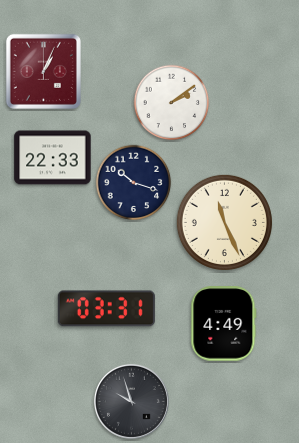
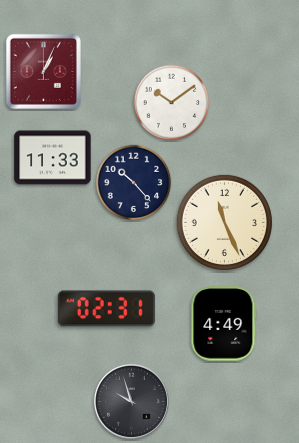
clock at (172, 103): 2:09 -> 10:09
clock at (53, 158): 22:33 -> 11:33
clock at (134, 183): 10:18 -> 10:23
clock at (106, 309): 03:31 -> 02:31
